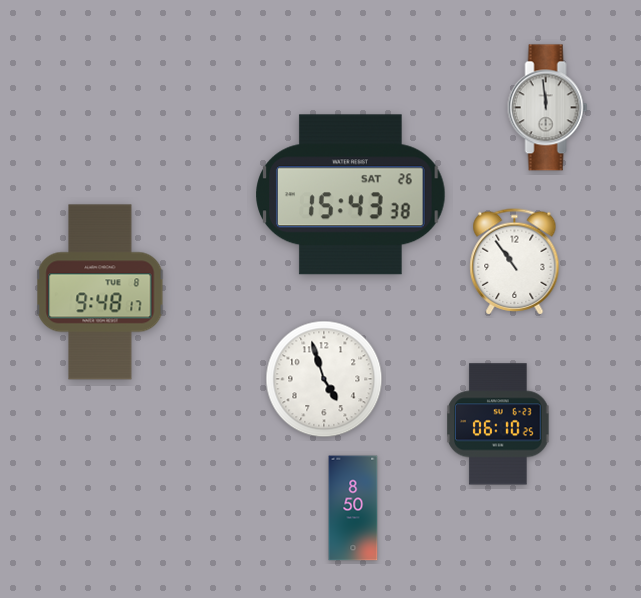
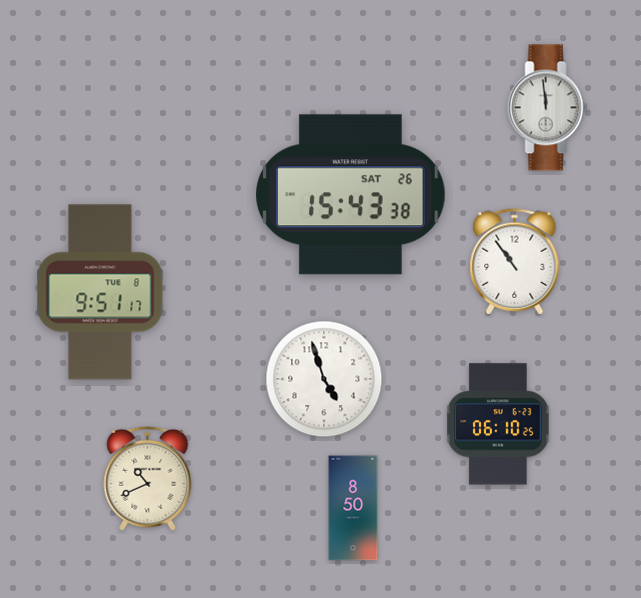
clock at (100, 292): 9:48 -> 9:51
clock at (148, 478): none -> 10:41
